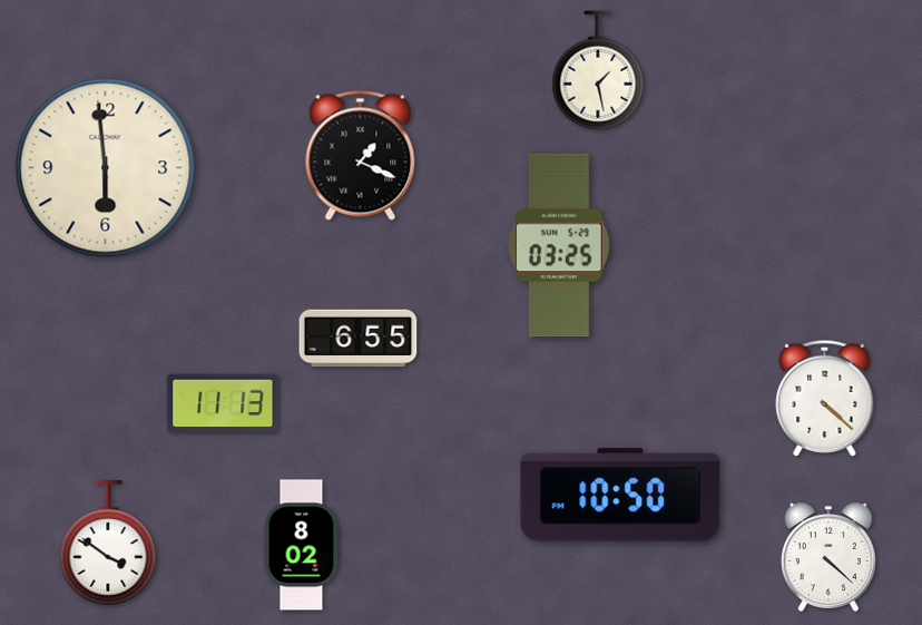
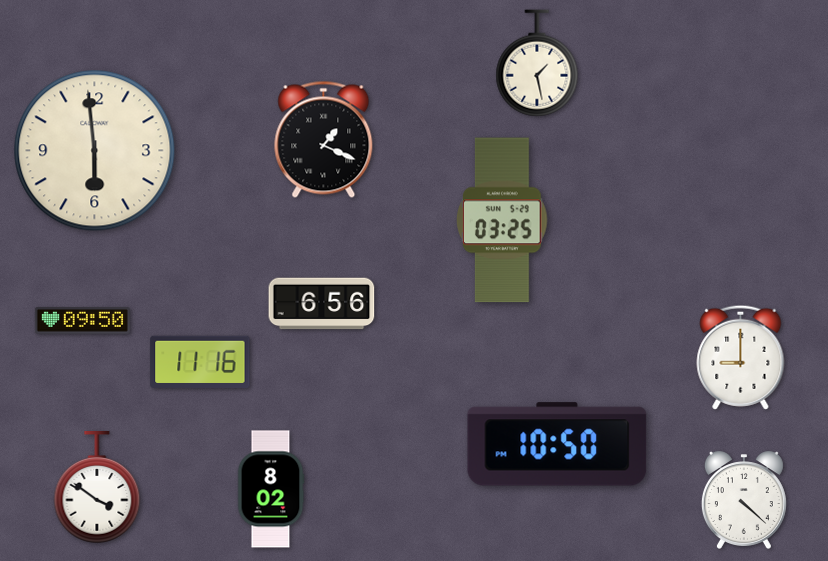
clock at (359, 339): 6:55 -> 6:56
clock at (82, 321): none -> 09:50
clock at (825, 398): 4:22 -> 9:00
clock at (223, 402): 11:13 -> 11:16
